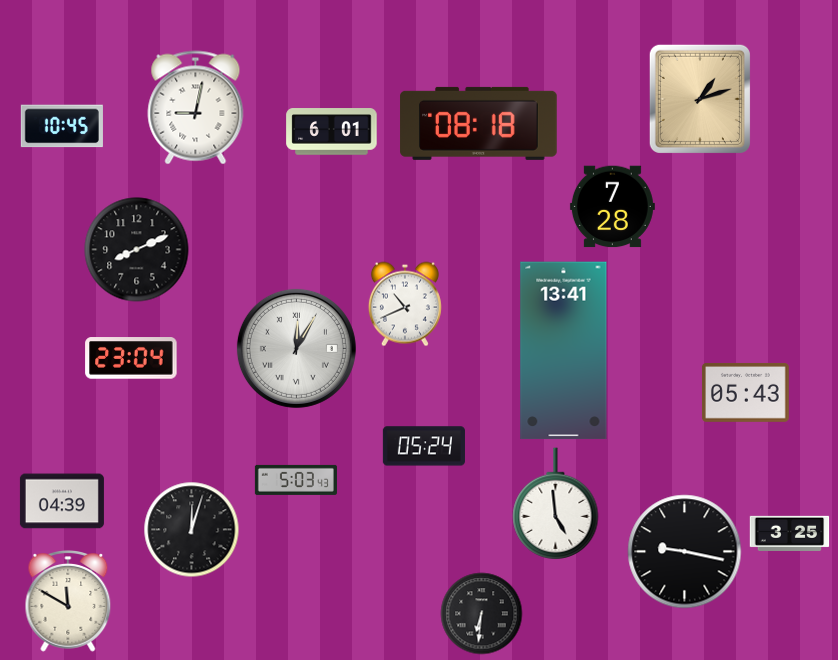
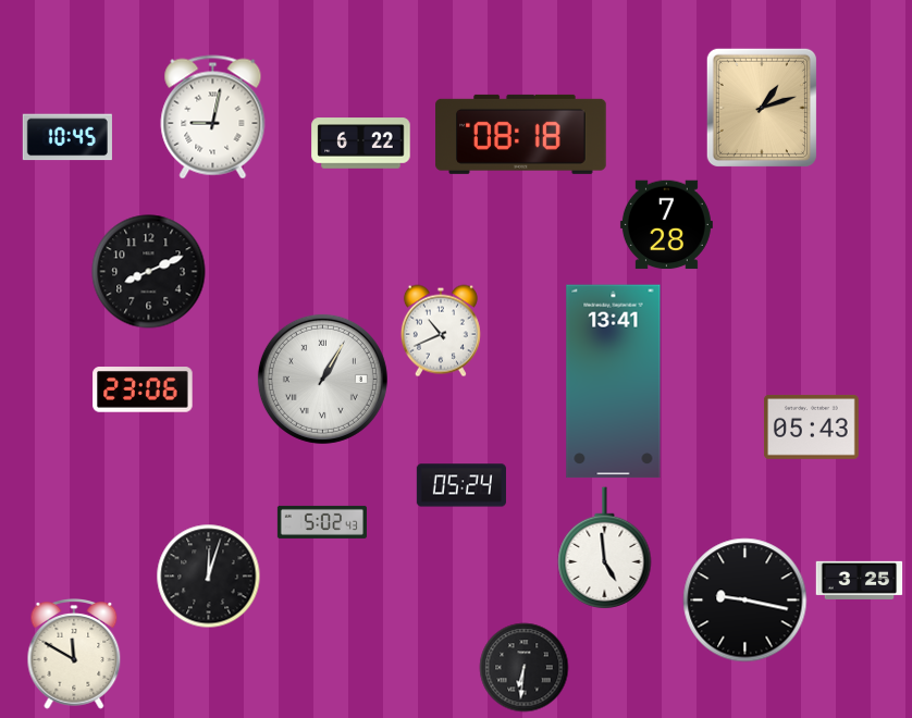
clock at (332, 132): 6:01 -> 6:22
clock at (296, 348): 12:05 -> 1:05
clock at (131, 358): 23:04 -> 23:06
clock at (296, 480): 5:03 -> 5:02
clock at (62, 501): 04:39 -> none
